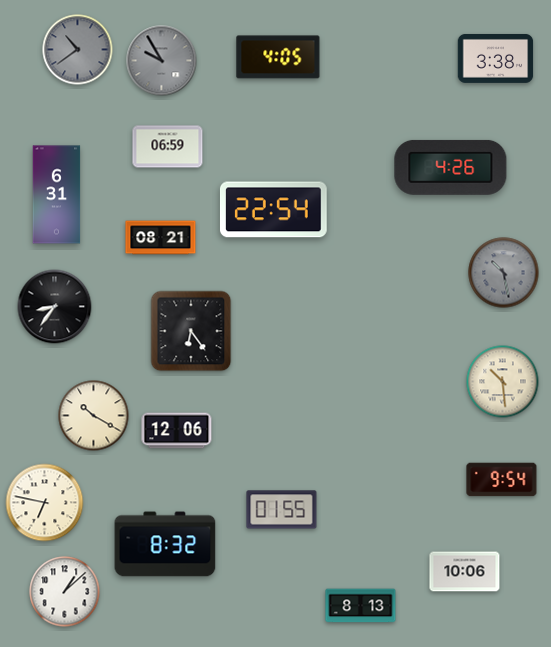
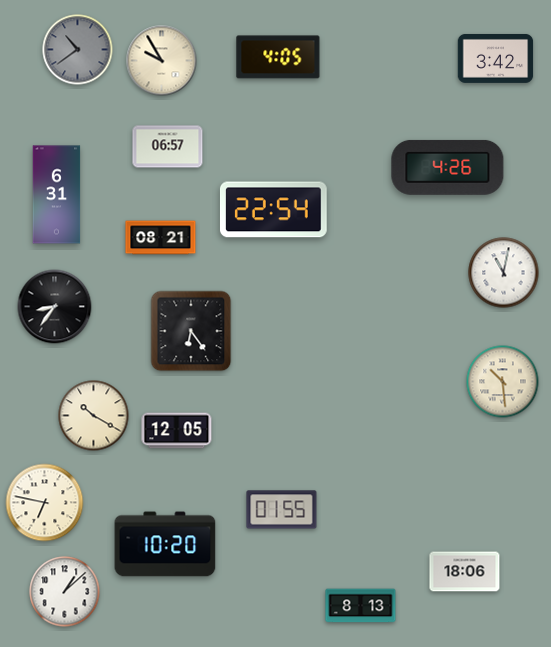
clock at (496, 58): 3:38 -> 3:42
clock at (162, 61) dial: grey -> cream
clock at (168, 147): 06:59 -> 06:57
clock at (451, 167) position: (451, 167) -> (448, 167)
clock at (504, 273): 10:28 -> 11:02
clock at (504, 273) dial: grey -> white
clock at (177, 431): 12:06 -> 12:05
clock at (502, 480): 9:54 -> none
clock at (165, 544): 8:32 -> 10:20
clock at (465, 572): 10:06 -> 18:06
